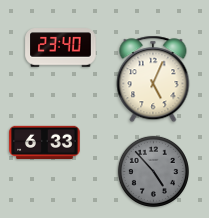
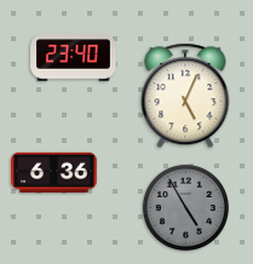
clock at (45, 142): 6:33 -> 6:36
clock at (153, 171): 4:53 -> 4:55
